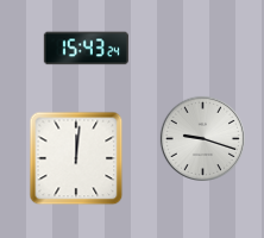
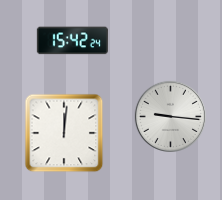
clock at (86, 49): 15:43 -> 15:42
clock at (202, 138): 9:18 -> 9:16
